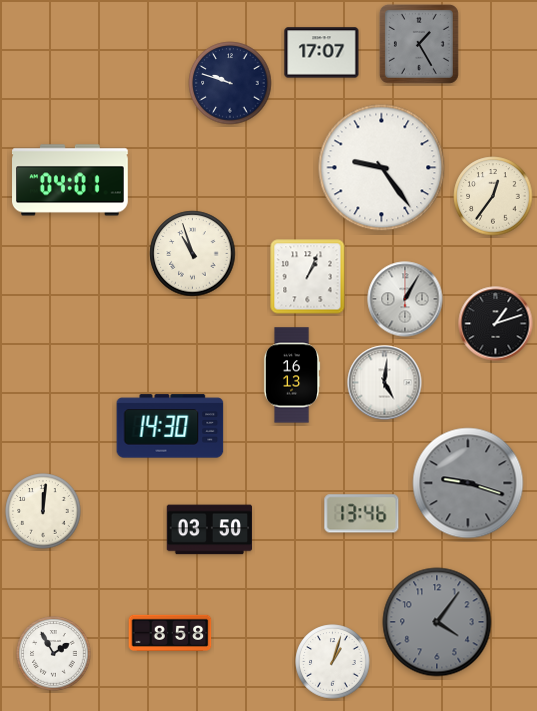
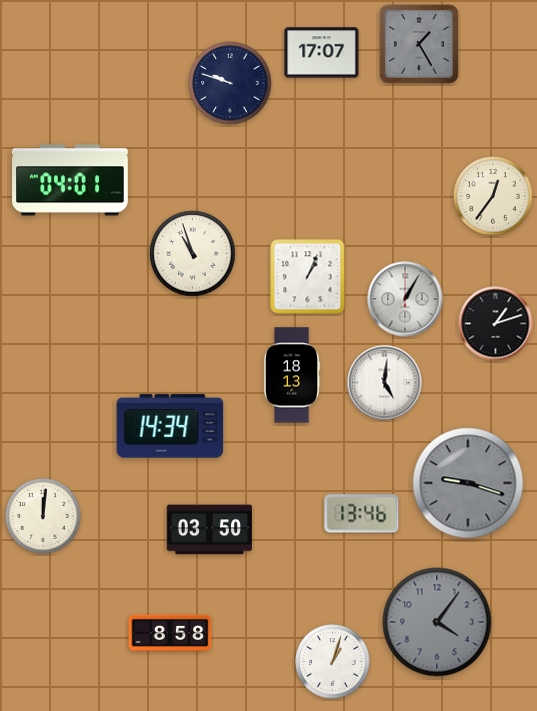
clock at (382, 168): 9:24 -> none
clock at (292, 375): 16:13 -> 18:13
clock at (170, 426): 14:30 -> 14:34
clock at (43, 511) position: (43, 511) -> (43, 516)
clock at (54, 654): 1:55 -> none
